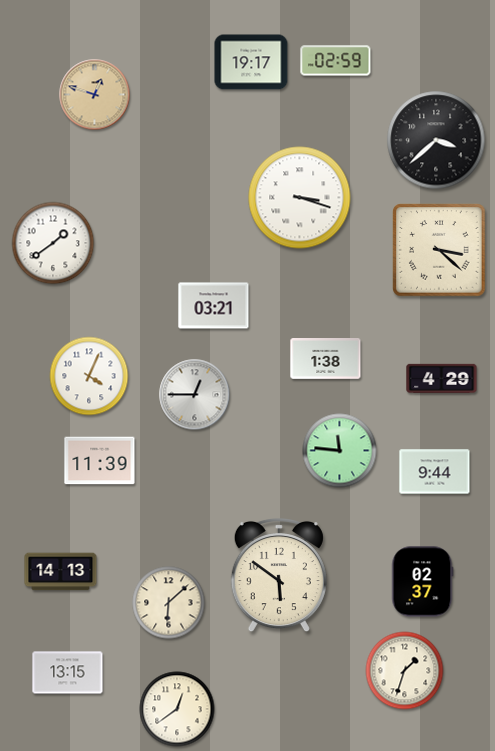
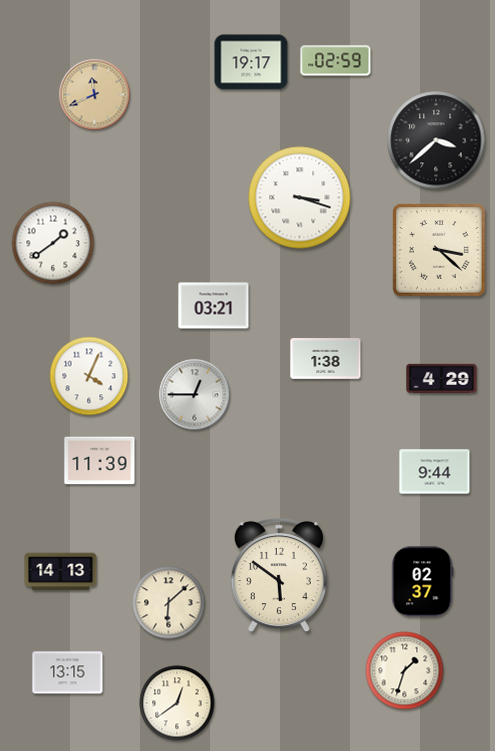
clock at (95, 95): 12:48 -> 11:41
clock at (340, 451): 11:46 -> none
clock at (177, 709) position: (177, 709) -> (177, 703)
